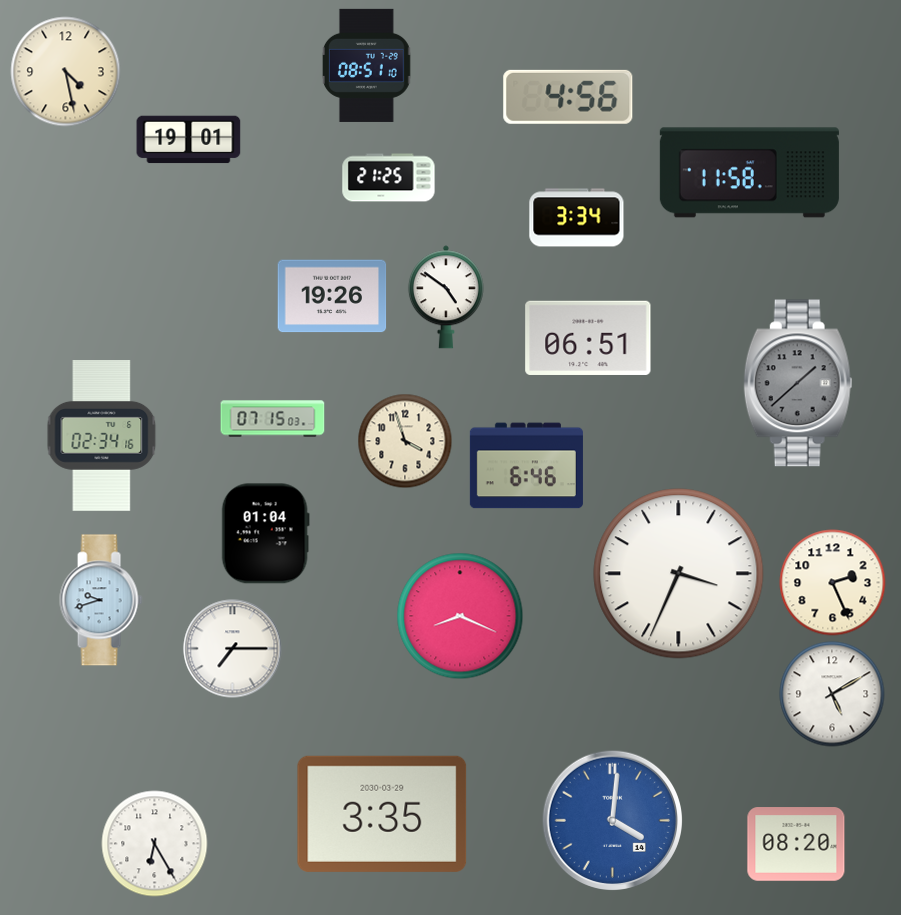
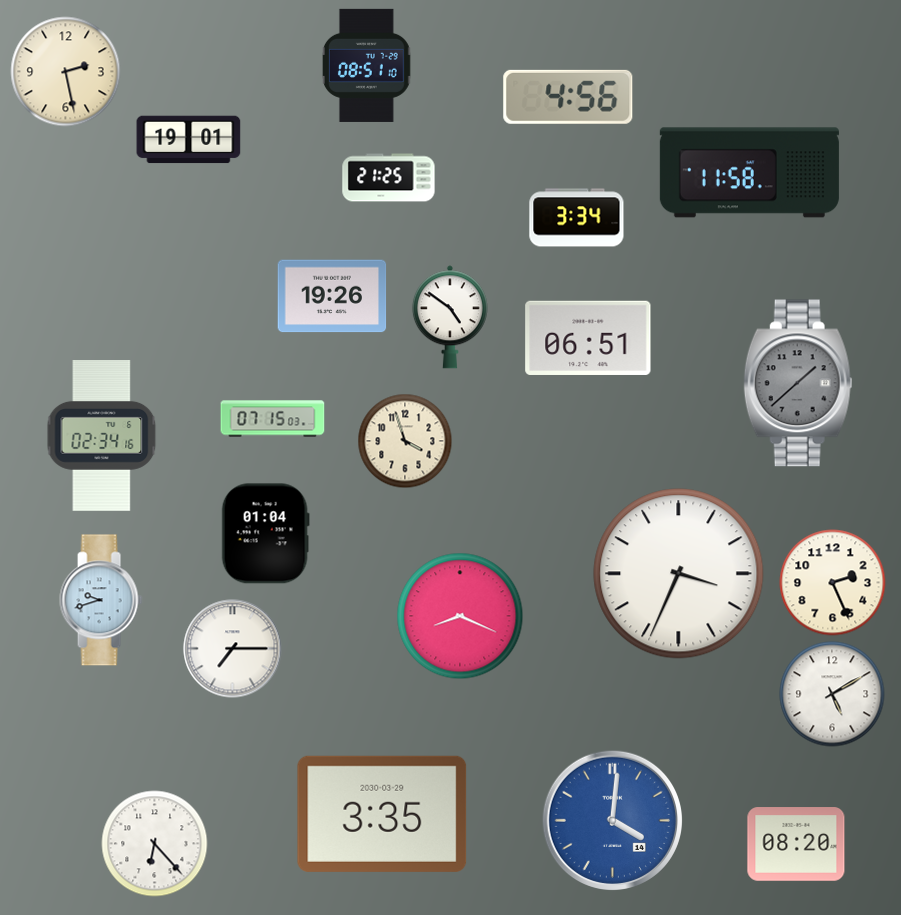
clock at (66, 72): 4:28 -> 2:28
clock at (446, 297) position: (446, 297) -> (450, 317)
clock at (526, 466): 6:46 -> none
clock at (155, 844): 6:25 -> 6:23
